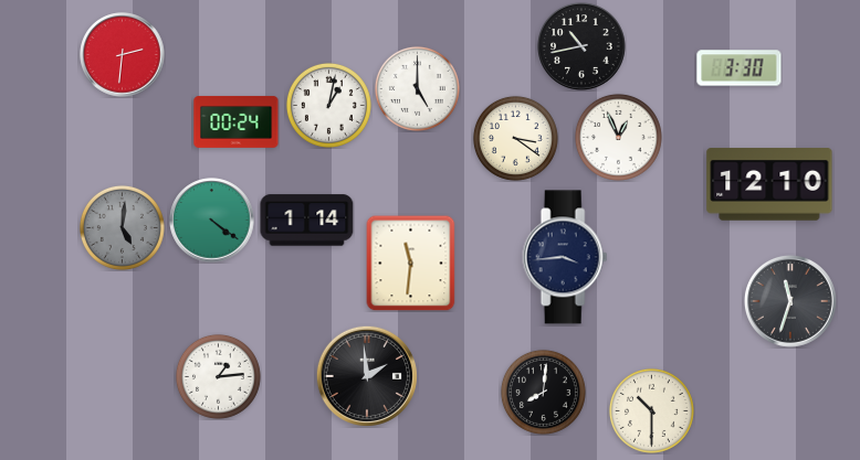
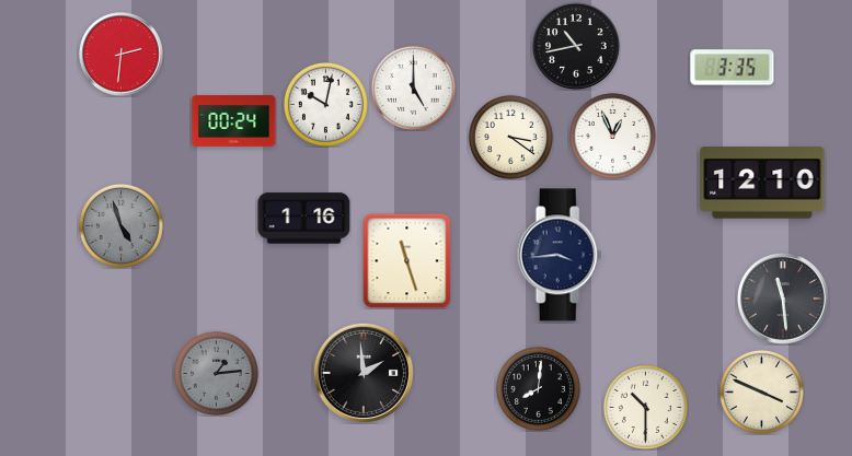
clock at (740, 68): 3:30 -> 3:35
clock at (328, 105): 1:02 -> 10:02
clock at (212, 221): 4:21 -> none
clock at (307, 221): 1:14 -> 1:16
clock at (122, 227): 5:01 -> 4:57
clock at (411, 263): 11:31 -> 11:27
clock at (790, 301): 11:33 -> 11:29
clock at (218, 376) dial: white -> grey
clock at (761, 391): none -> 3:49
